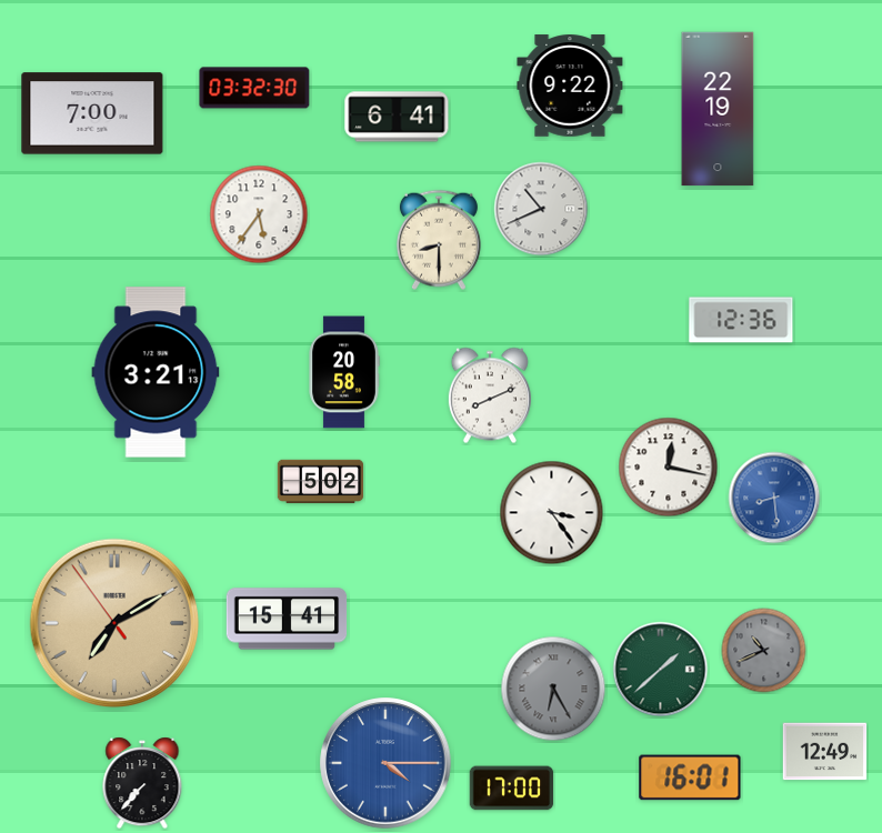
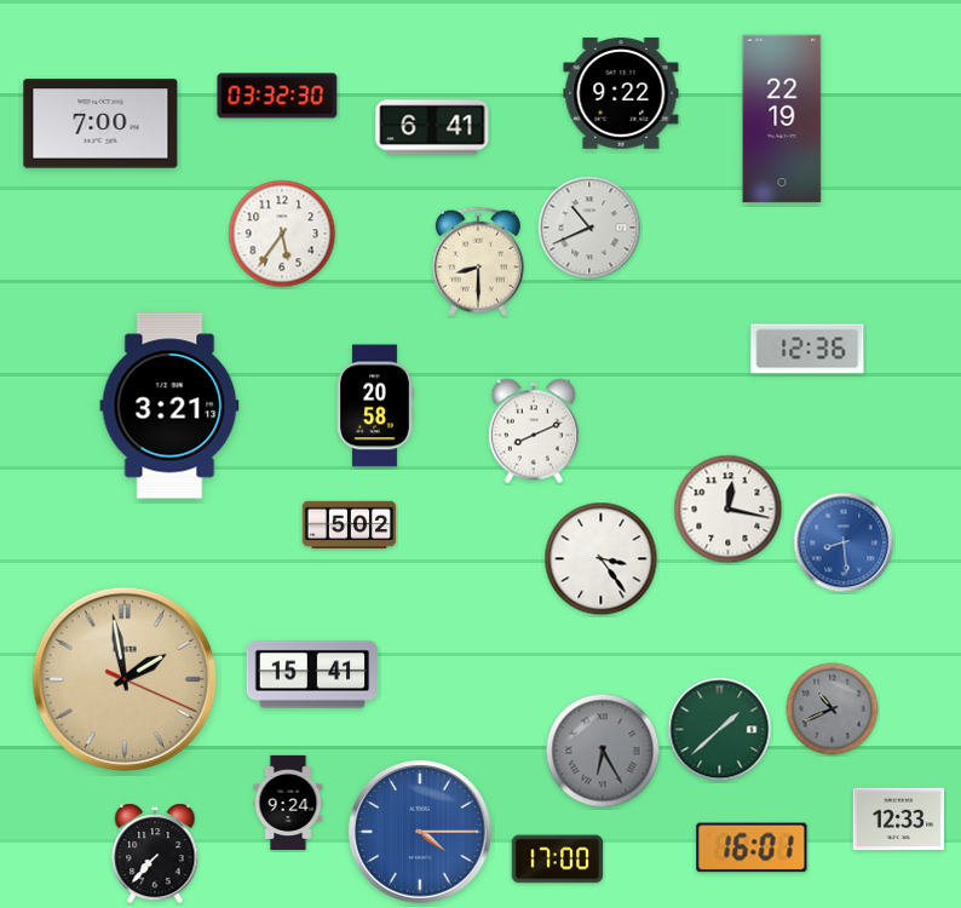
clock at (114, 623): 7:09 -> 1:58
clock at (288, 801): none -> 9:24
clock at (825, 752): 12:49 -> 12:33
